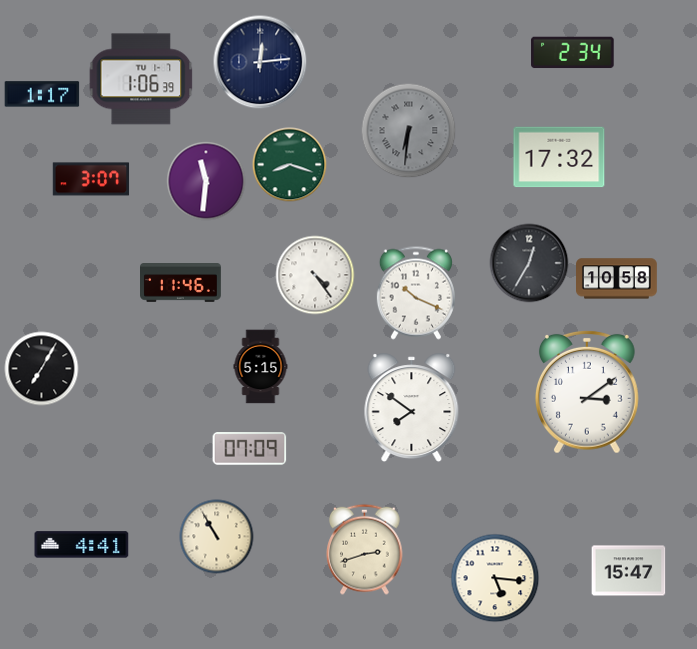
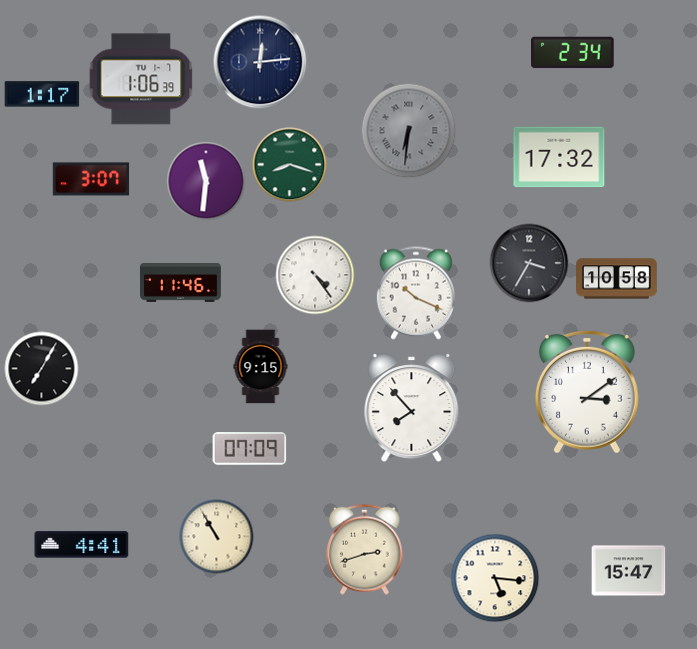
clock at (529, 263): 12:35 -> 3:35
clock at (261, 367): 5:15 -> 9:15
clock at (412, 408): 7:51 -> 7:53
